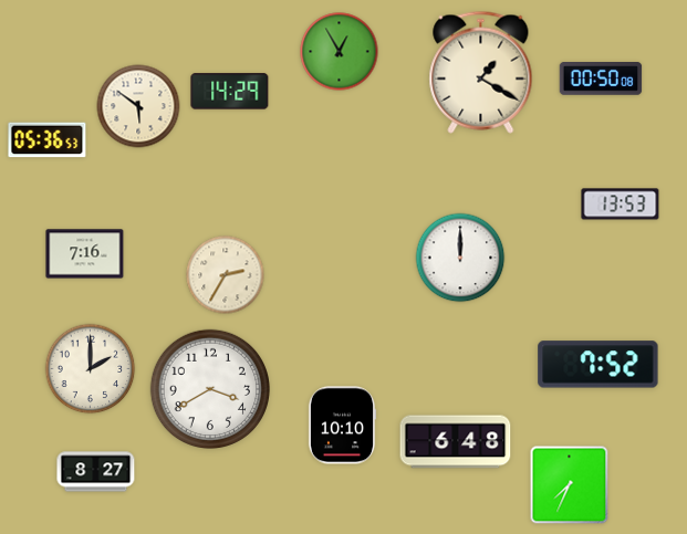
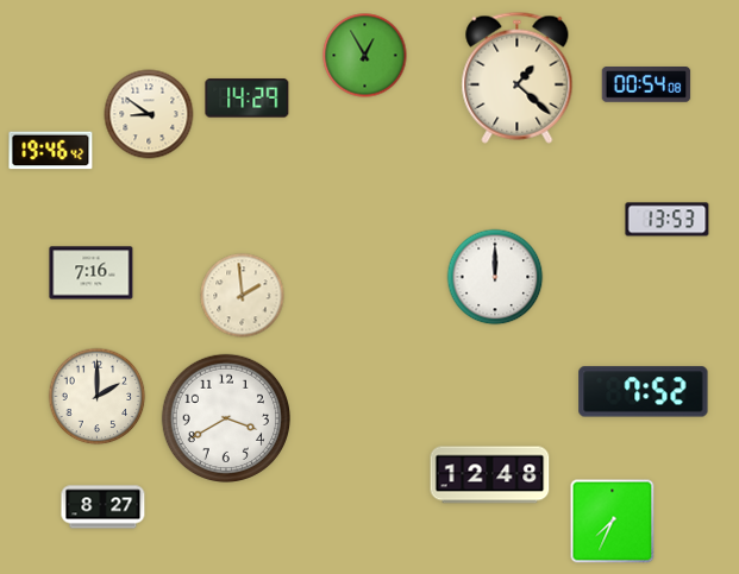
clock at (481, 72): 1:20 -> 1:22
clock at (601, 78): 00:50 -> 00:54
clock at (138, 106): 5:51 -> 8:51
clock at (48, 140): 05:36 -> 19:46
clock at (226, 275): 2:35 -> 1:59
clock at (342, 426): 10:10 -> none
clock at (456, 442): 6:48 -> 12:48
